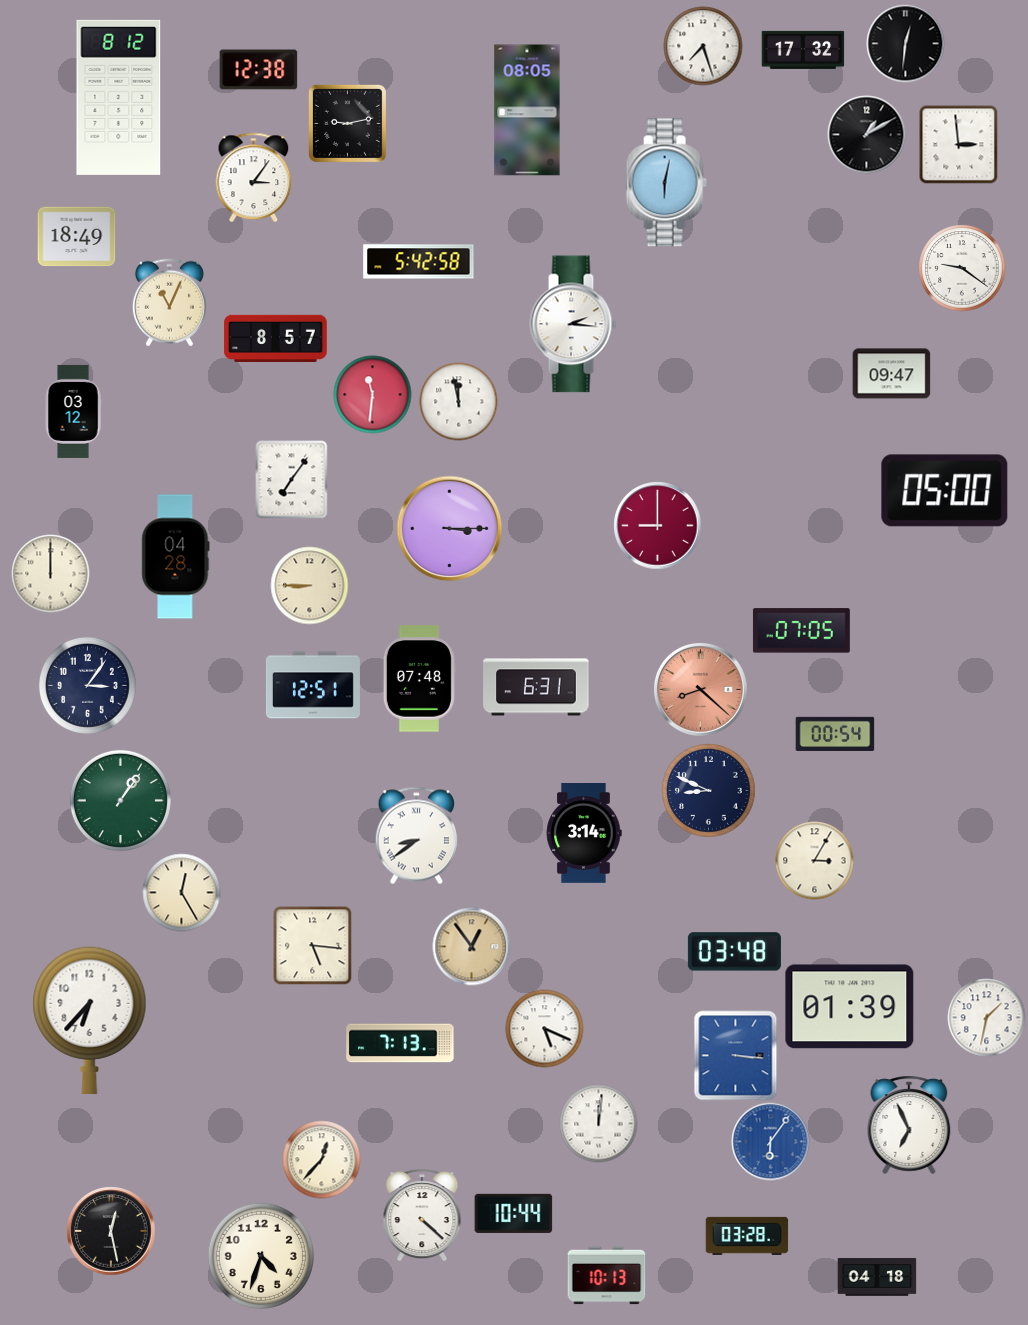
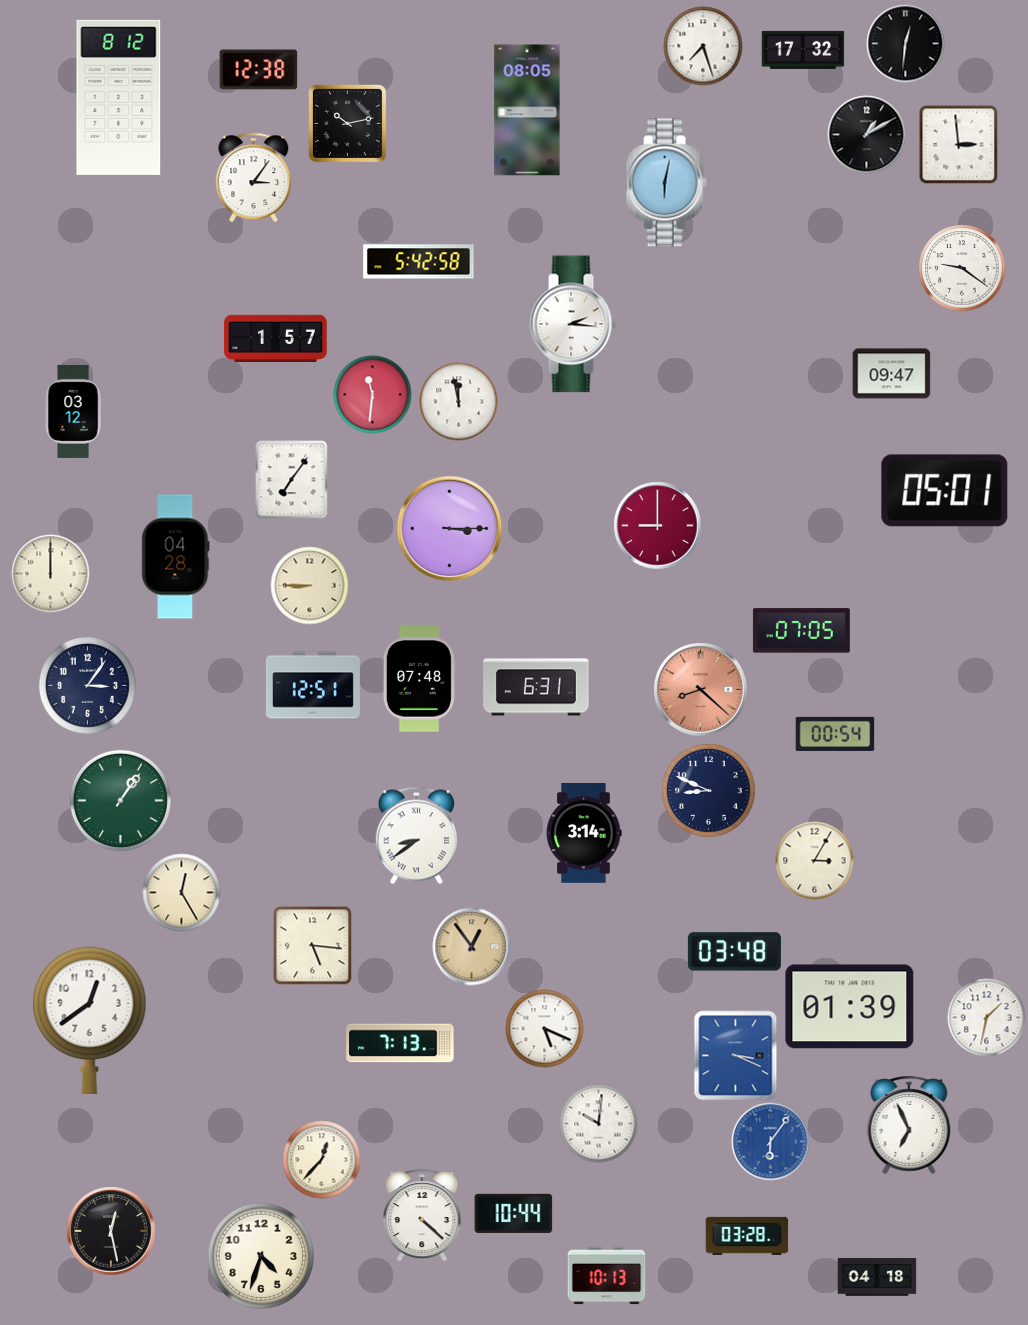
clock at (347, 123): 9:13 -> 10:13
clock at (76, 237): 18:49 -> none
clock at (169, 302): 11:04 -> none
clock at (276, 338): 8:57 -> 1:57
clock at (945, 491): 05:00 -> 05:01
clock at (90, 1020): 6:37 -> 12:39
clock at (736, 1055): 3:16 -> 3:19
clock at (598, 1123): 12:01 -> 10:01
